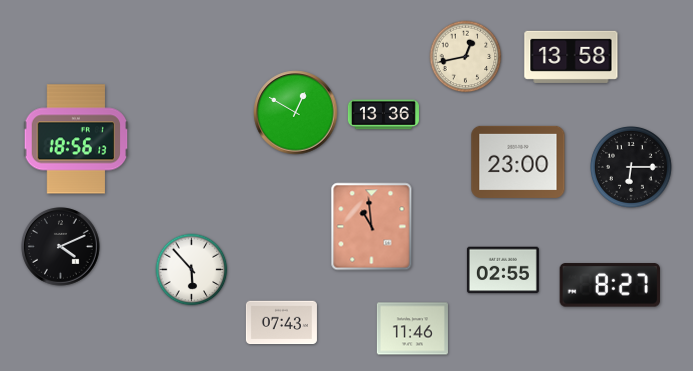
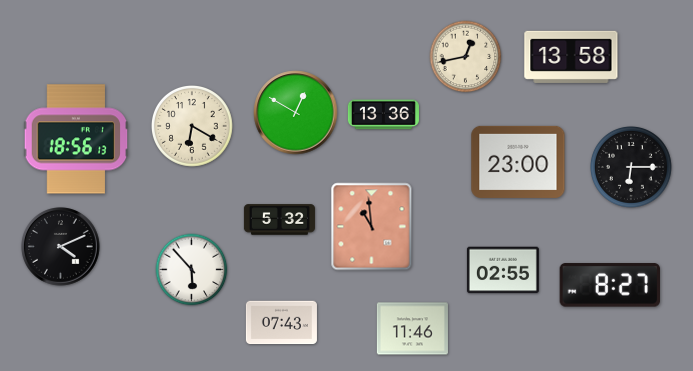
clock at (193, 127): none -> 6:20
clock at (279, 220): none -> 5:32
